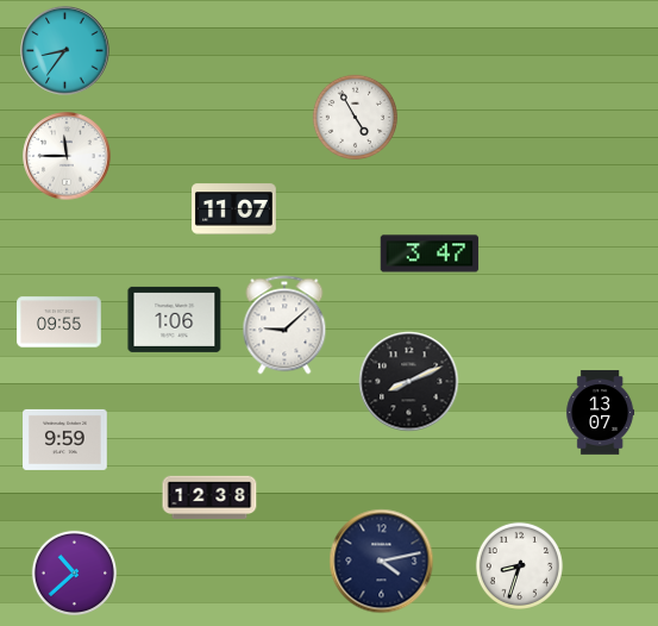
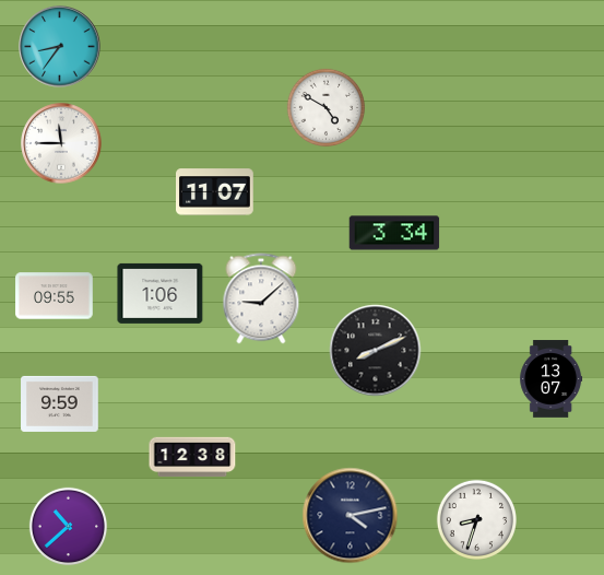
clock at (356, 118): 4:55 -> 4:50
clock at (430, 253): 3:47 -> 3:34
